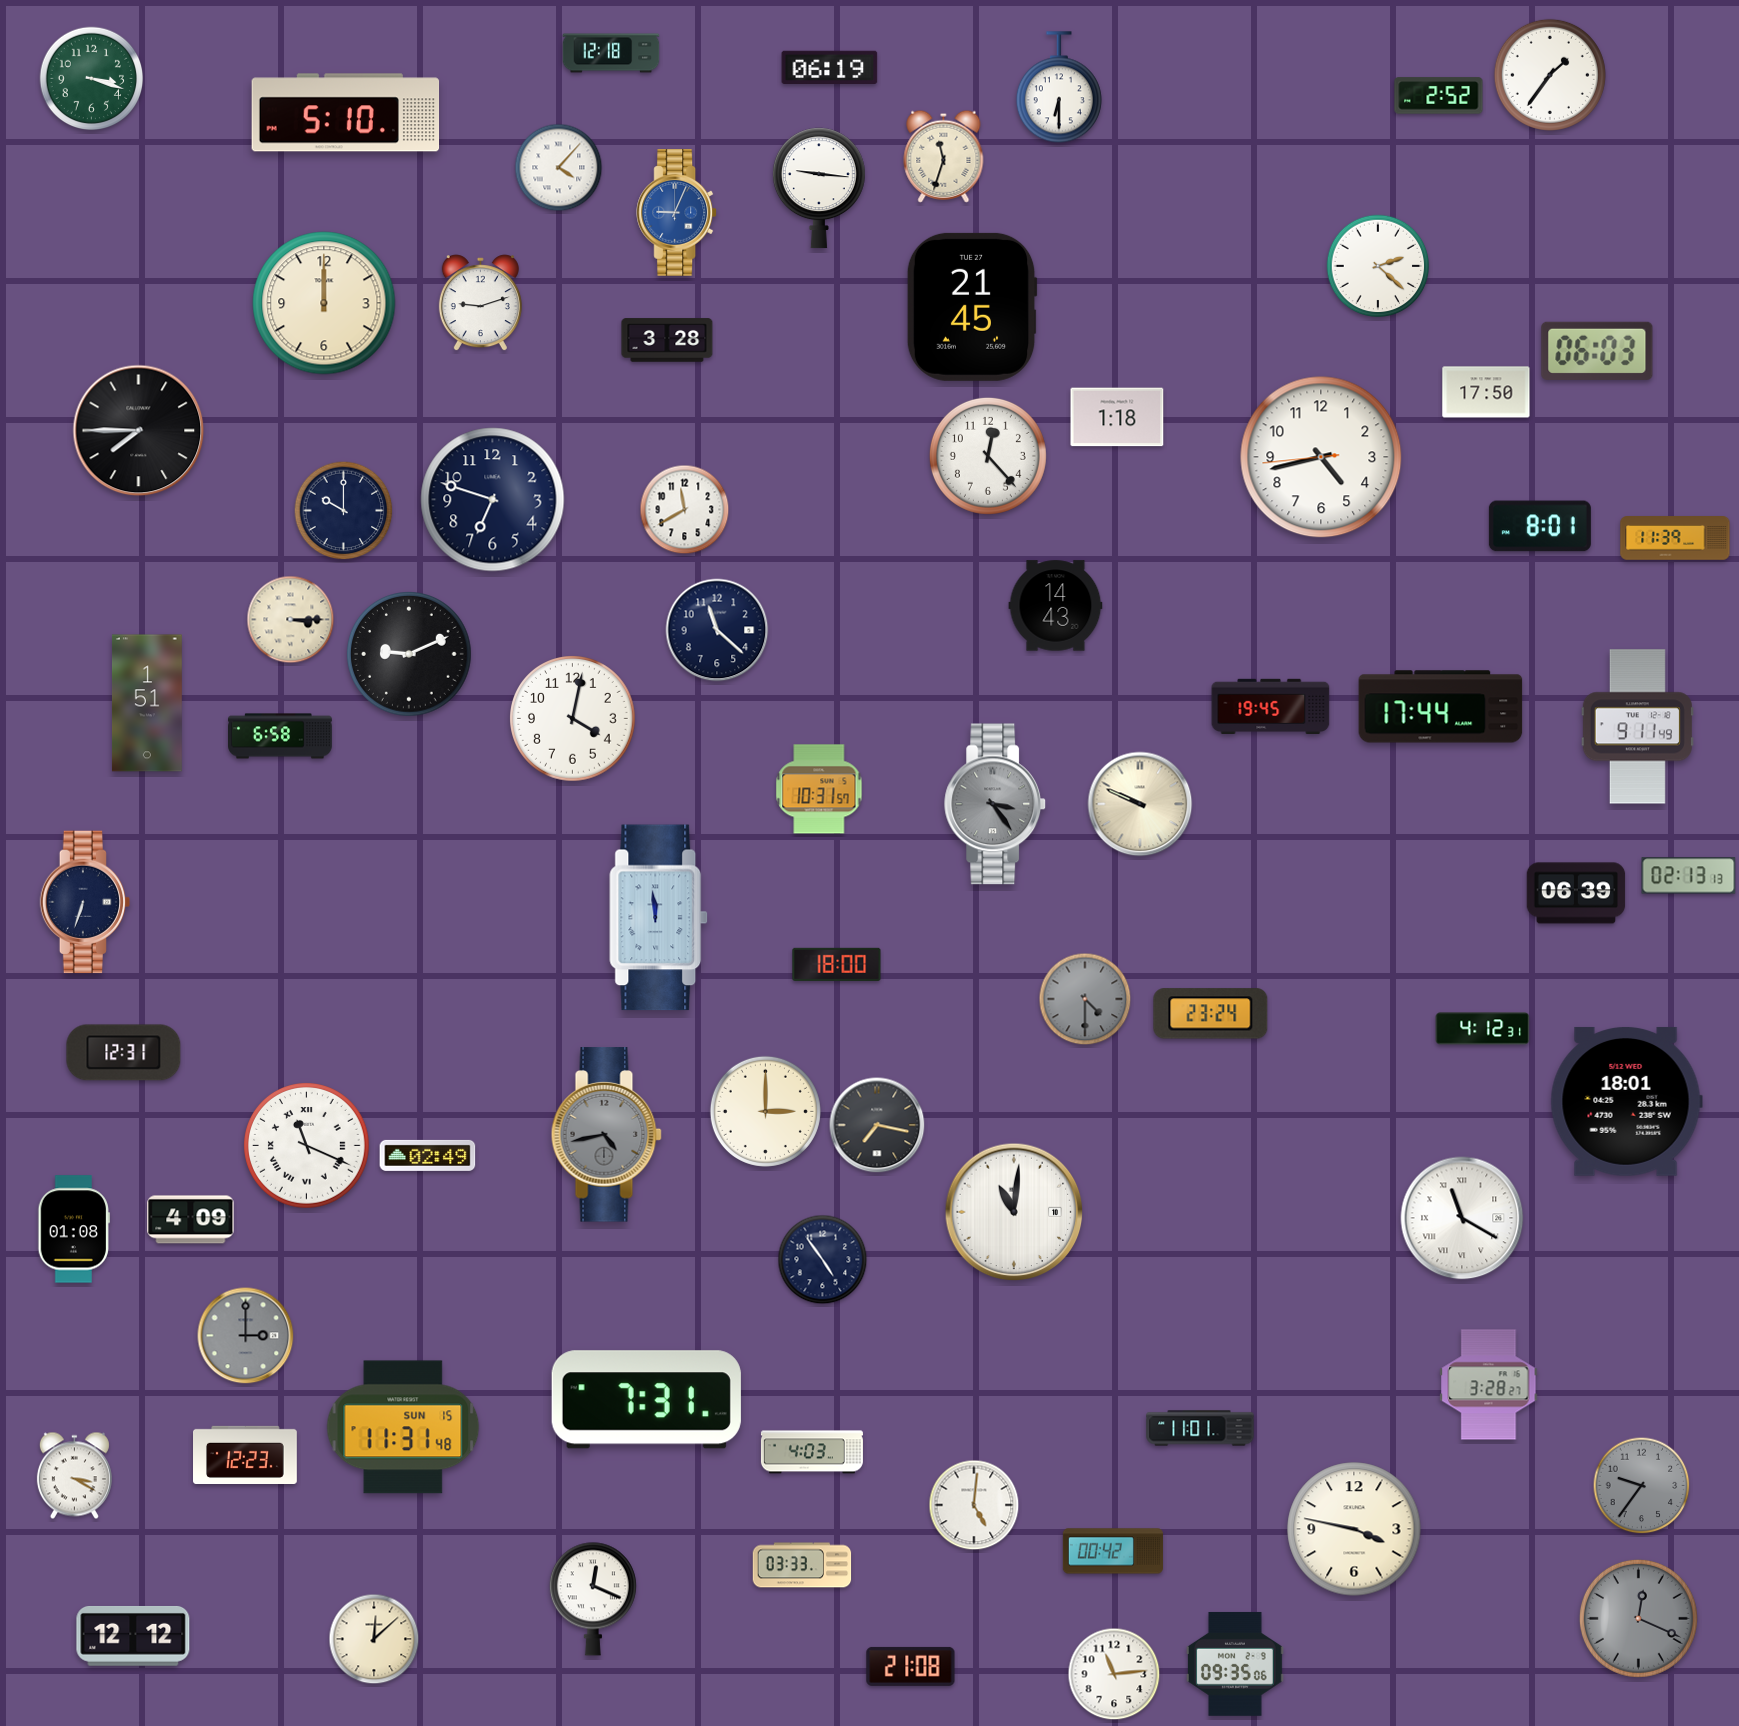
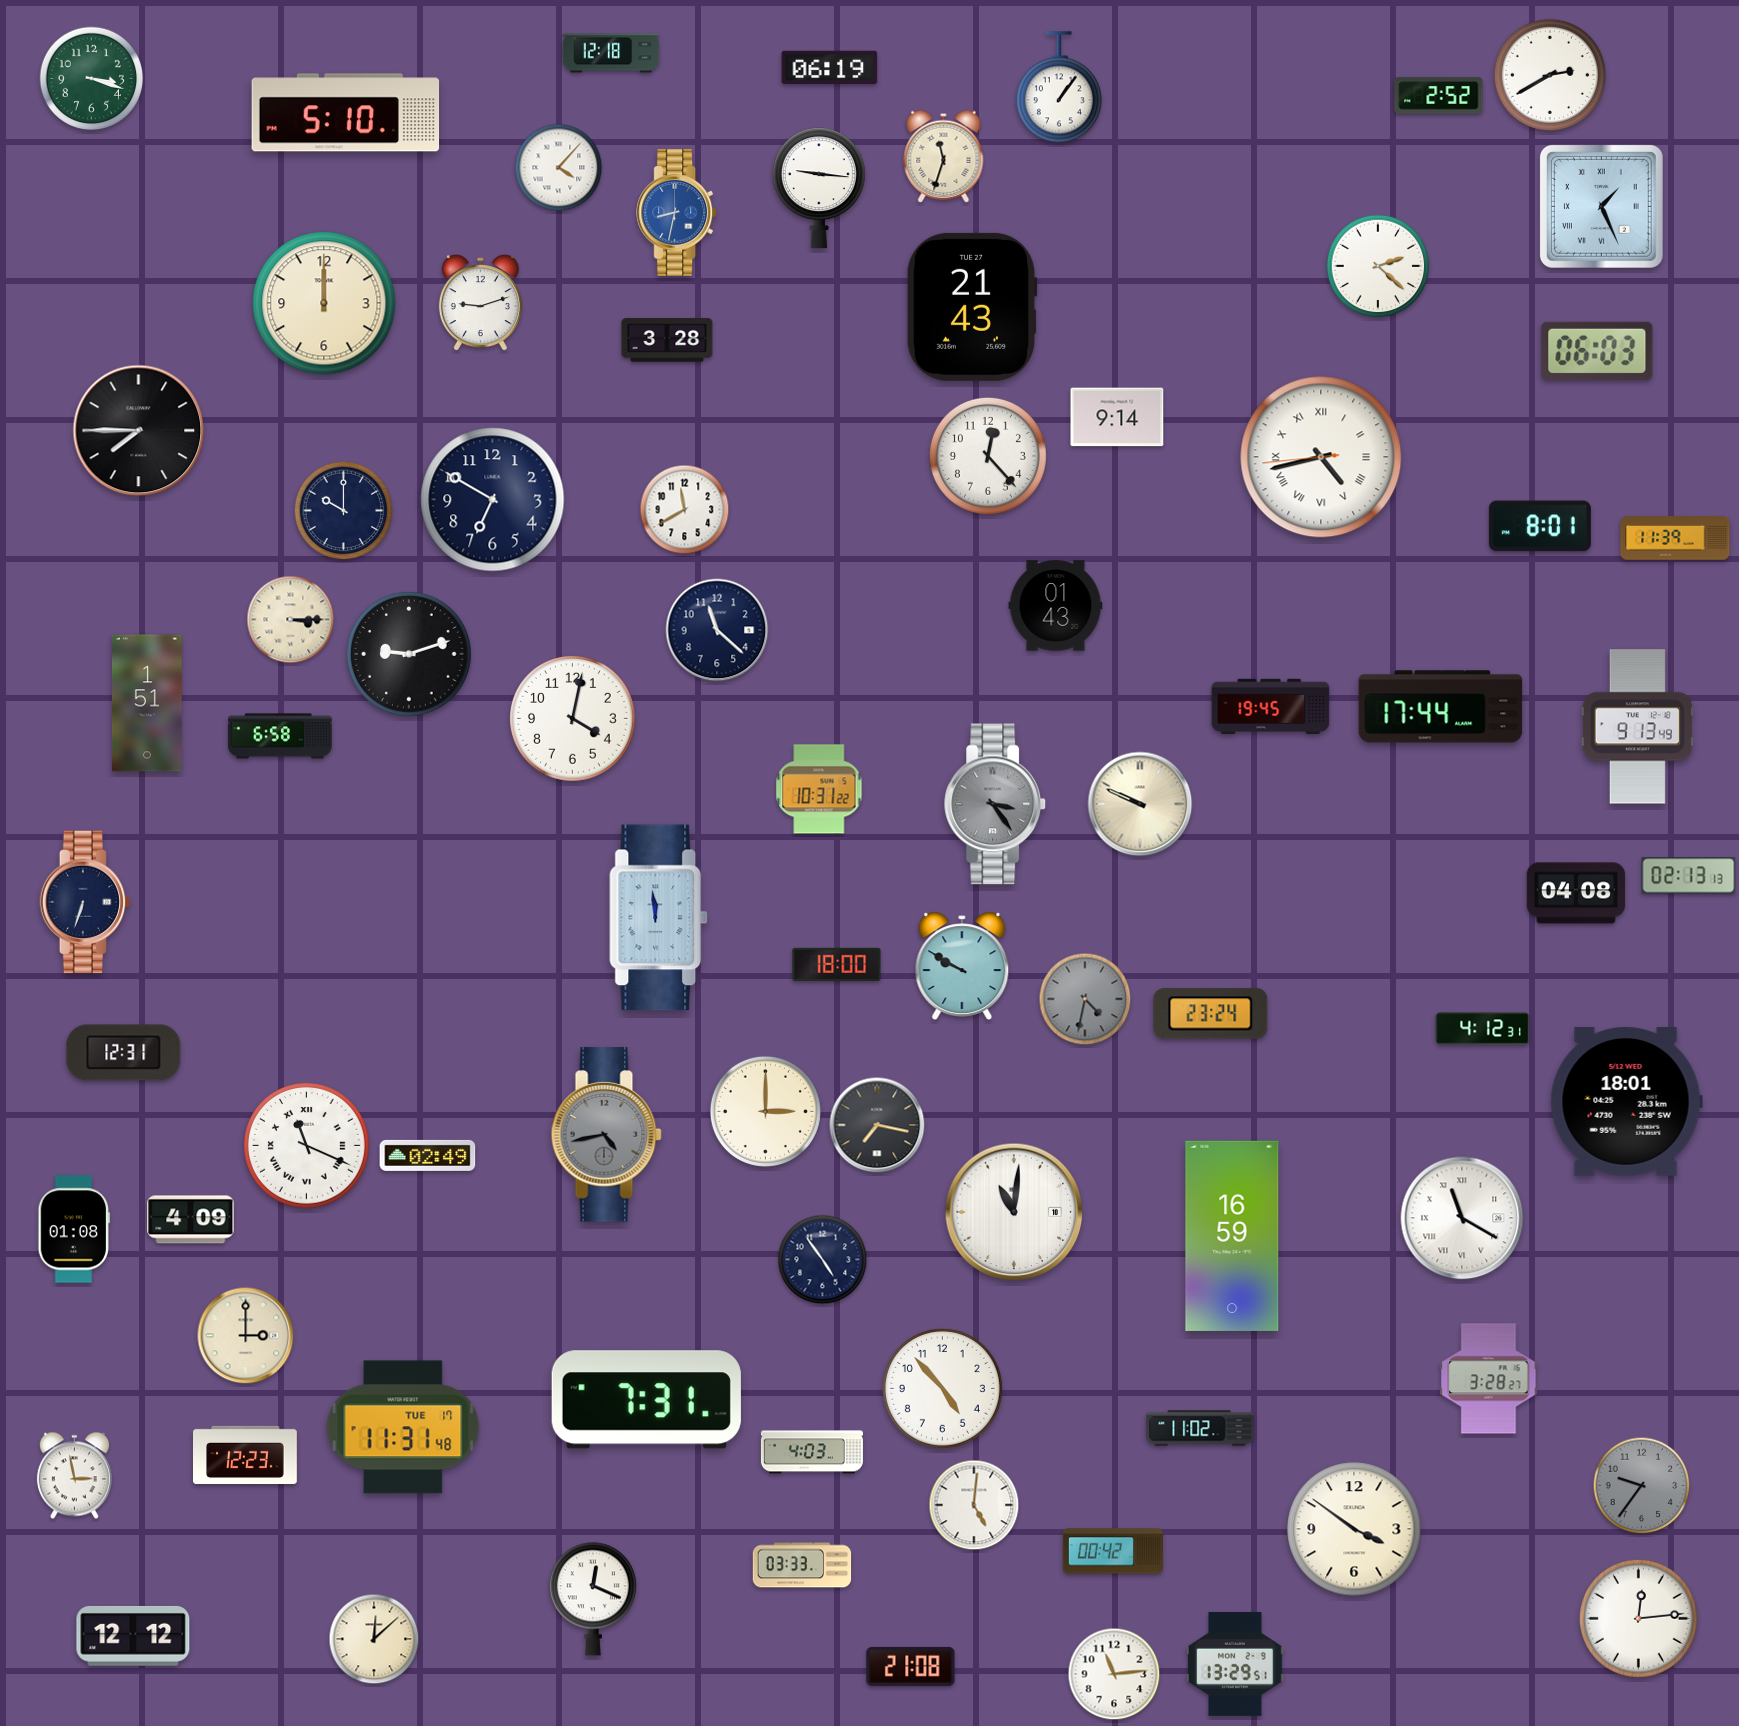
clock at (1550, 75): 1:36 -> 2:40
clock at (1059, 88): 6:30 -> 1:06
clock at (1601, 206): none -> 1:26
clock at (677, 213): 9:04 -> 8:32
clock at (972, 307): 21:45 -> 21:43
clock at (1486, 392): 17:50 -> none
clock at (1117, 417): 1:18 -> 9:14
clock at (1321, 457) numerals: Arabic -> Roman
clock at (493, 500): 6:48 -> 6:50
clock at (1056, 606): 14:43 -> 01:43
clock at (410, 655): 9:11 -> 9:12
clock at (1637, 727): 9:11 -> 9:13
clock at (819, 789): 10:31:57 -> 10:31:22
clock at (1576, 893): 06:39 -> 04:08
clock at (962, 965): none -> 9:50
clock at (1085, 999): 4:30 -> 4:32
clock at (1232, 1236): none -> 16:59
clock at (246, 1336) dial: grey -> cream
clock at (1489, 1385) position: (1489, 1385) -> (1489, 1379)
clock at (942, 1388): none -> 4:53
clock at (403, 1427) date: SUN 15 -> TUE 17
clock at (1200, 1428): 11:01 -> 11:02
clock at (74, 1476): 3:20 -> 2:58
clock at (1354, 1529): 3:47 -> 3:51
clock at (1638, 1618): 12:19 -> 12:14
clock at (1638, 1618) dial: grey -> white
clock at (1236, 1664): 09:35 -> 13:29
